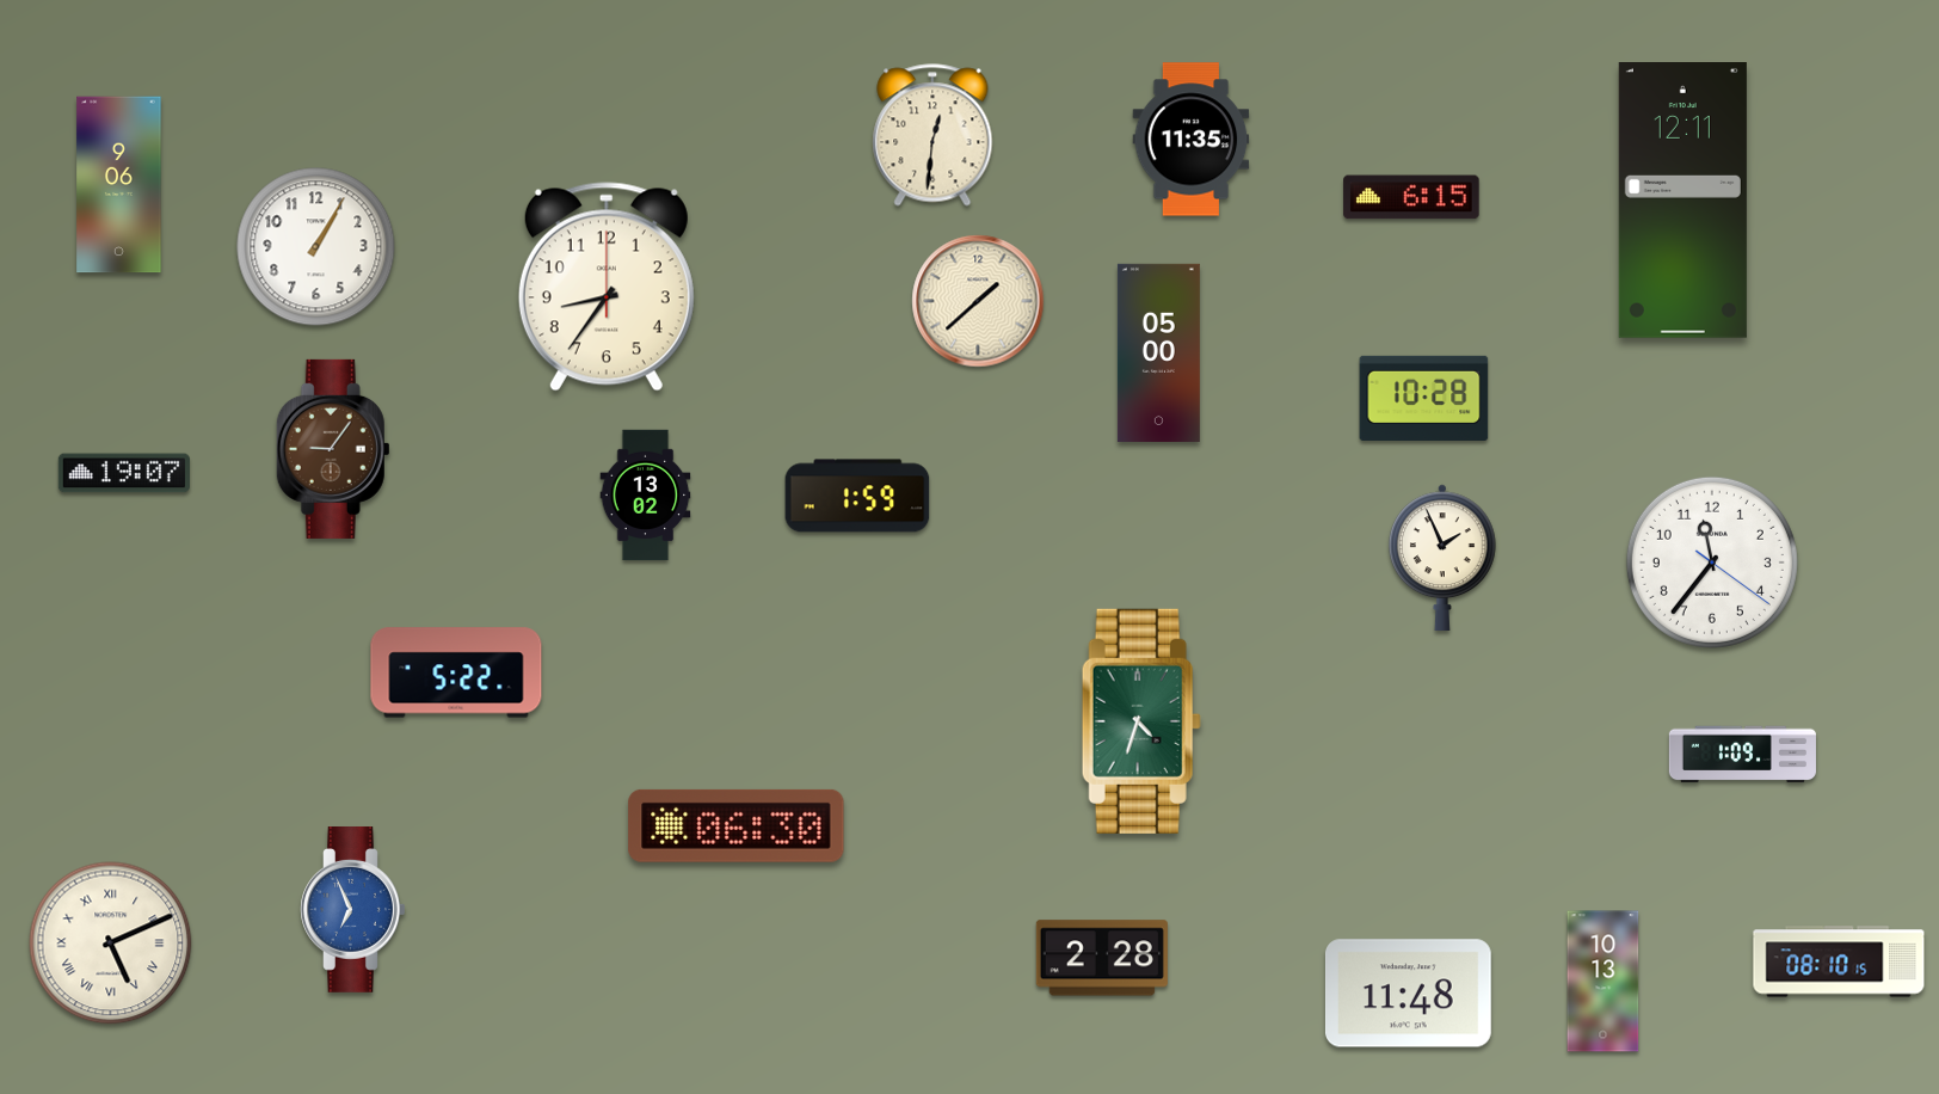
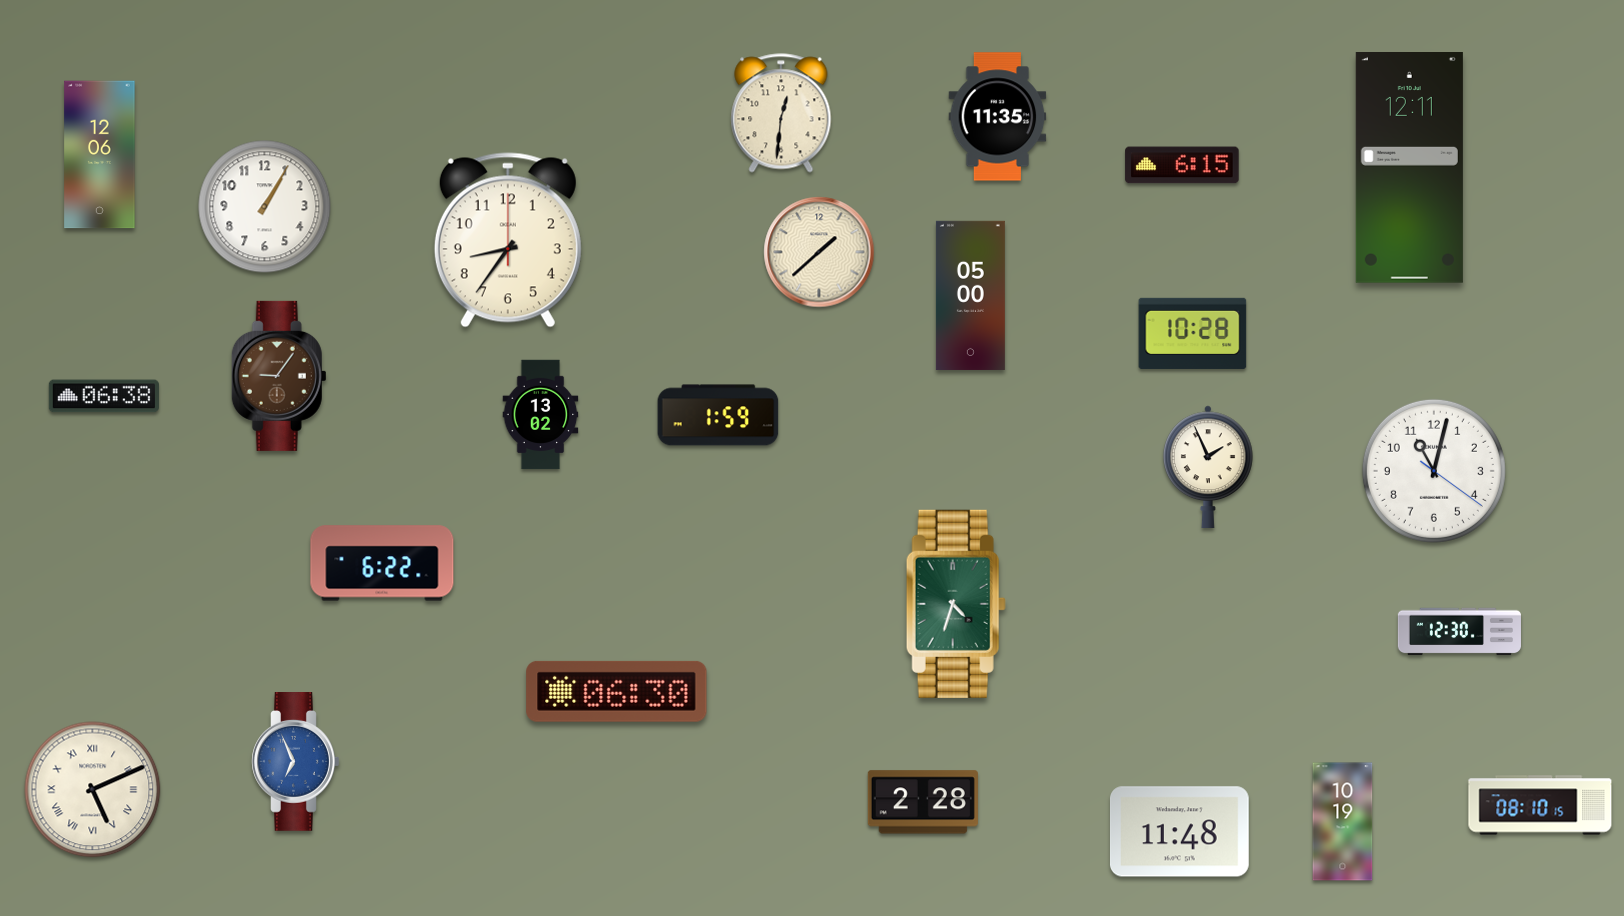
clock at (119, 185): 9:06 -> 12:06
clock at (124, 473): 19:07 -> 06:38
clock at (1712, 563): 11:36 -> 11:02
clock at (456, 672): 5:22 -> 6:22
clock at (1742, 755): 1:09 -> 12:30
clock at (1603, 982): 10:13 -> 10:19
